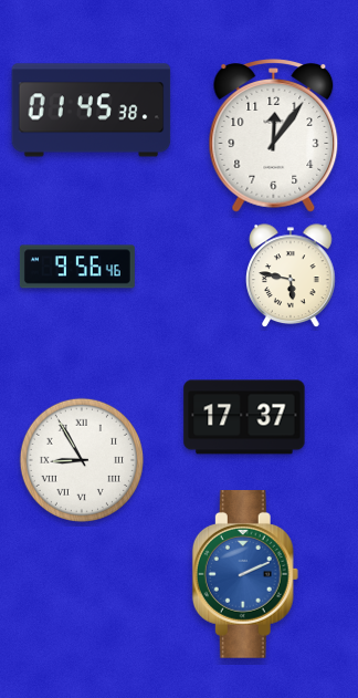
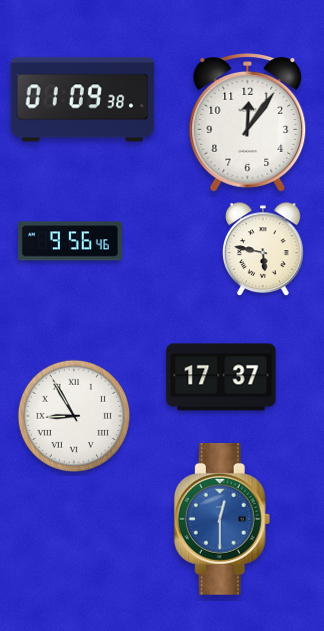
clock at (92, 111): 01:45 -> 01:09
clock at (245, 575): 2:11 -> 12:30
